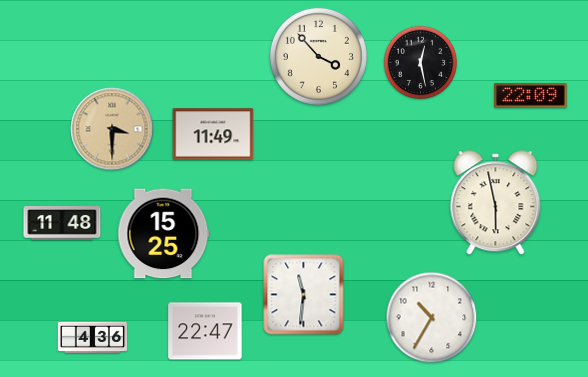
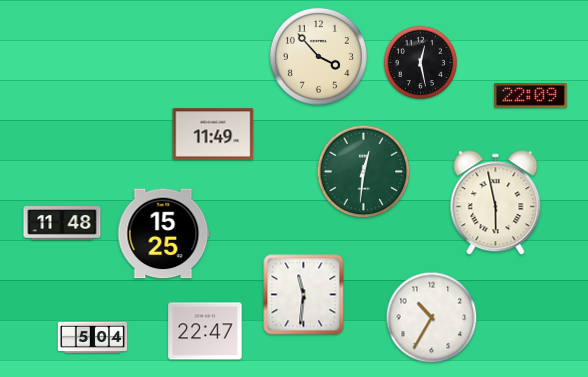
clock at (112, 129): 3:30 -> none
clock at (364, 172): none -> 12:31
clock at (93, 337): 4:36 -> 5:04
